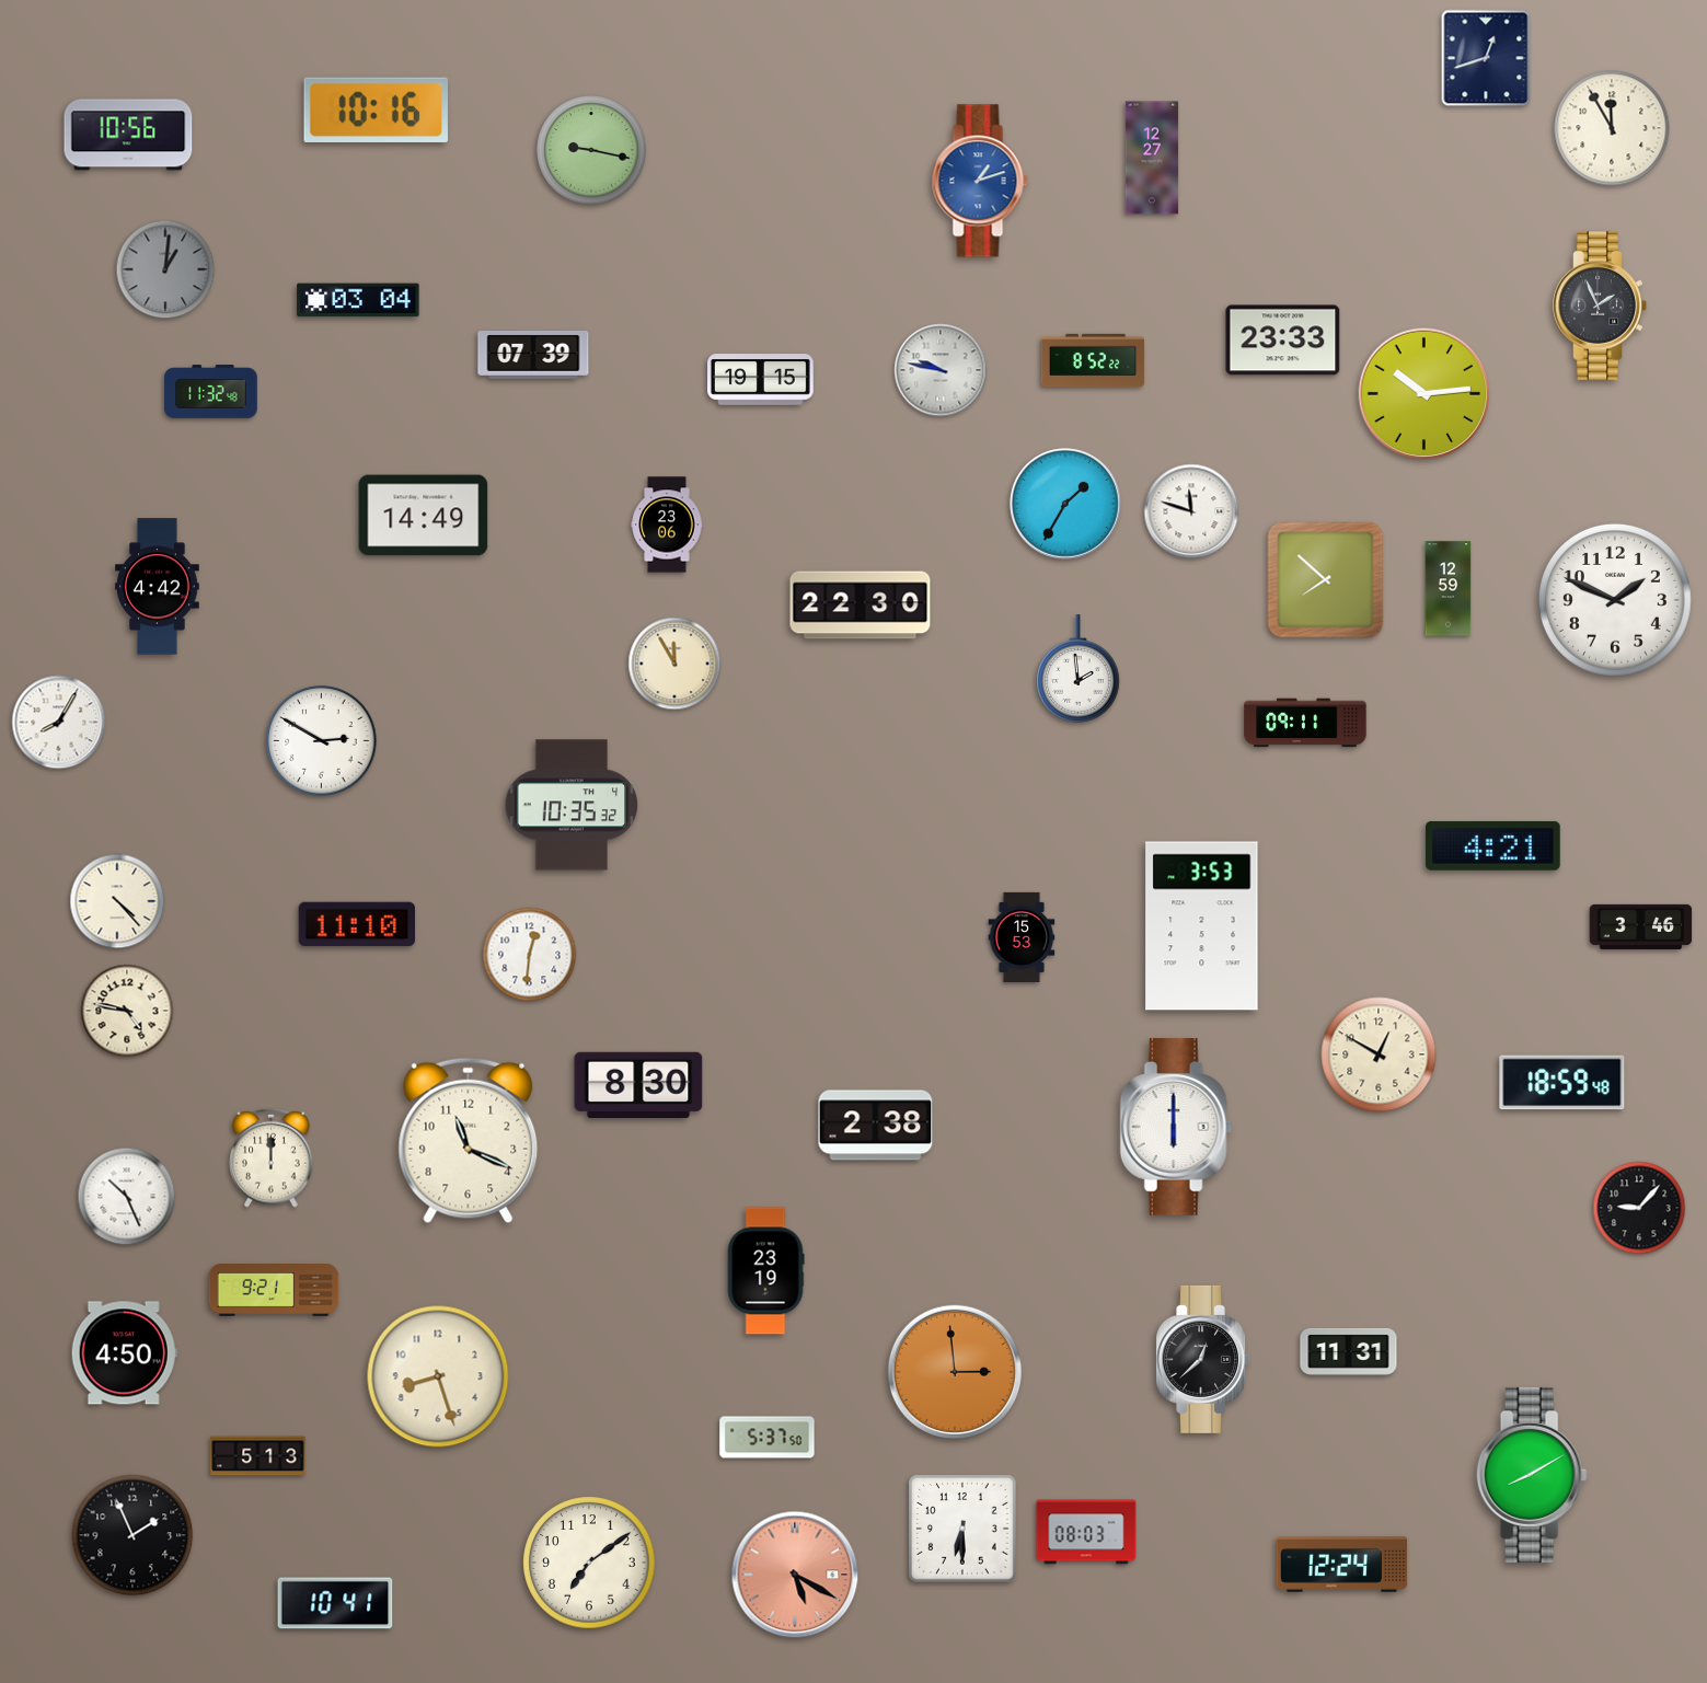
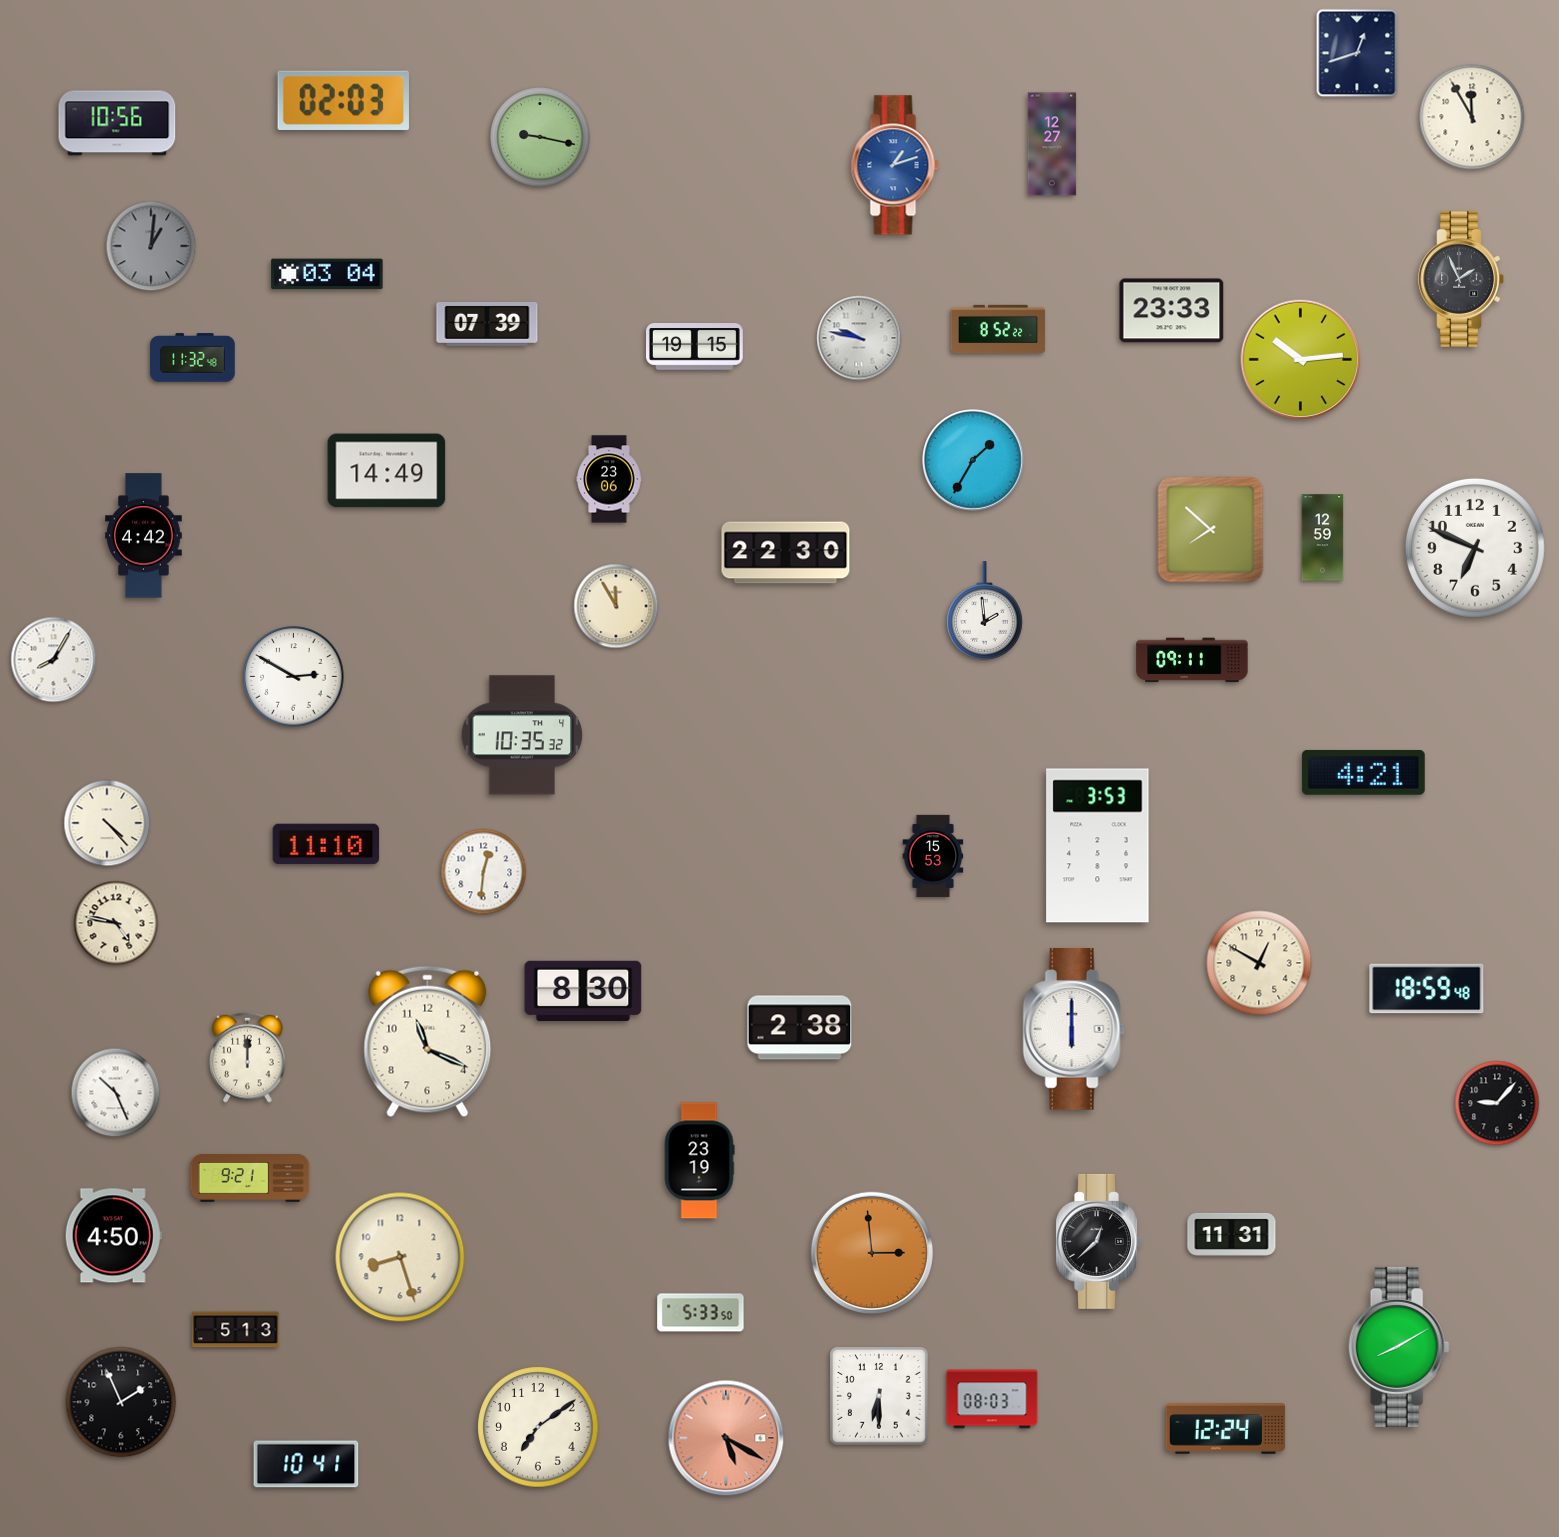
clock at (376, 109): 10:16 -> 02:03
clock at (1191, 511): 11:48 -> none
clock at (1615, 600): 1:49 -> 6:49
clock at (1641, 926): 3:46 -> none
clock at (768, 1438): 5:37 -> 5:33
